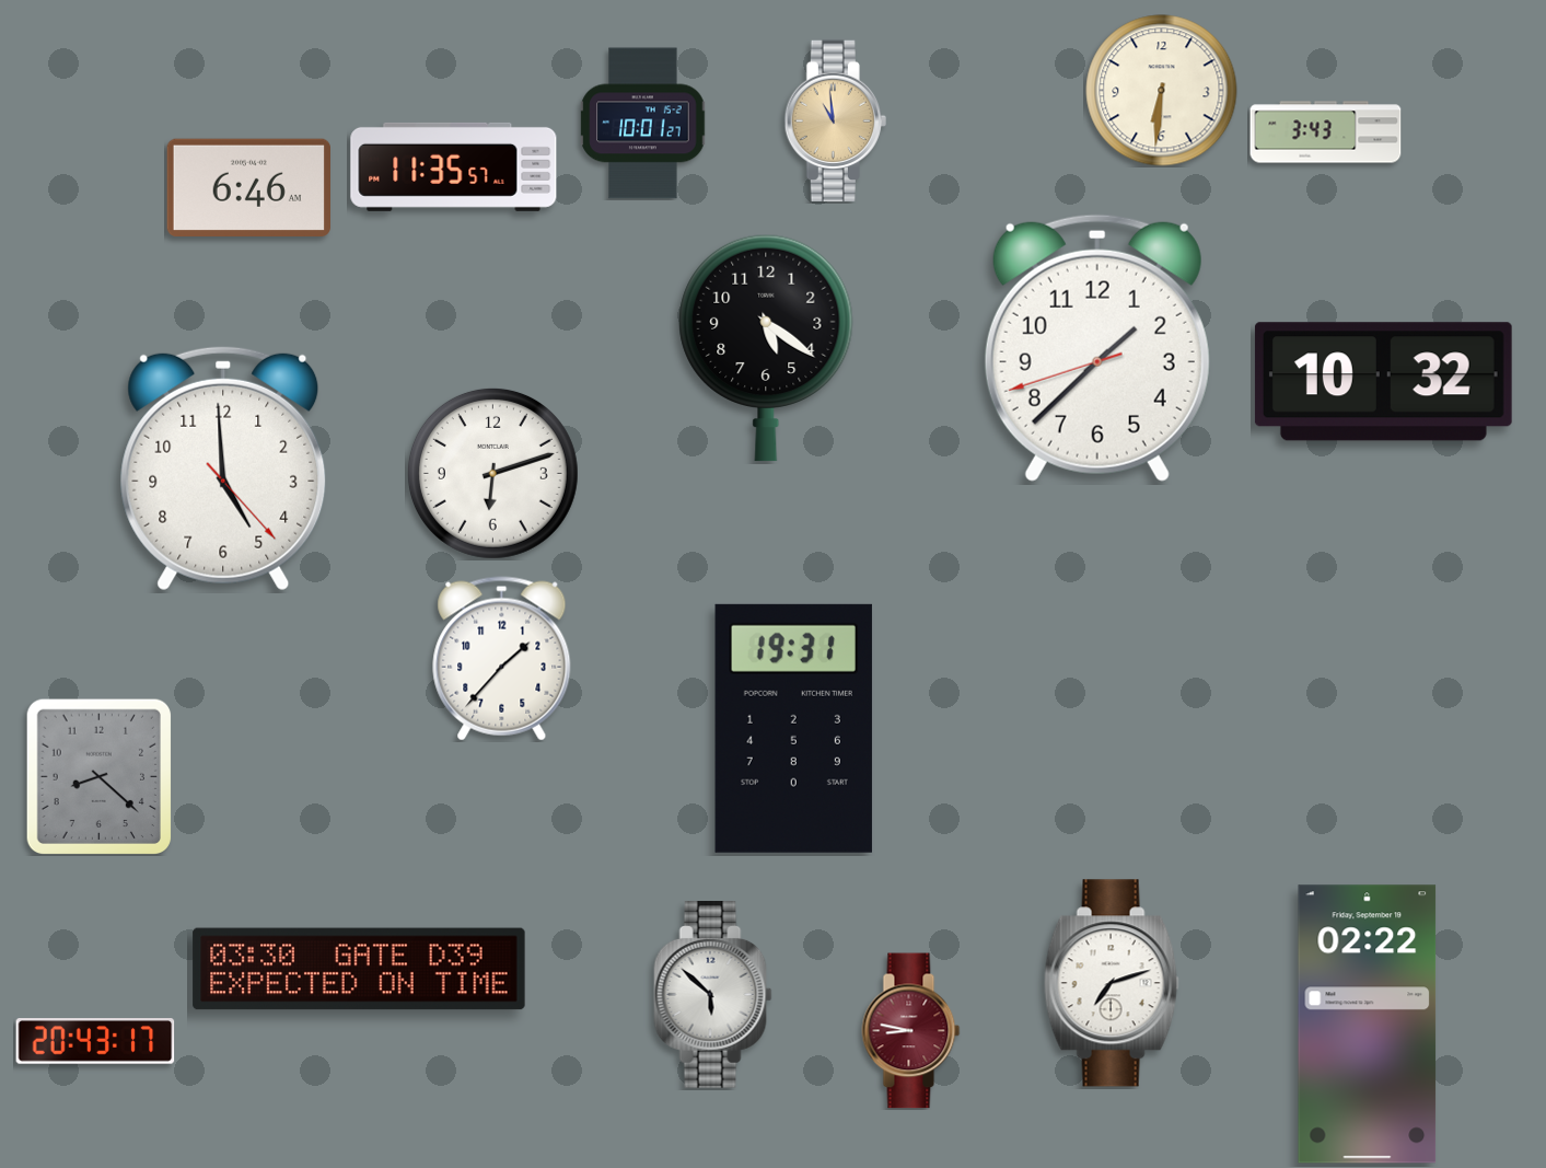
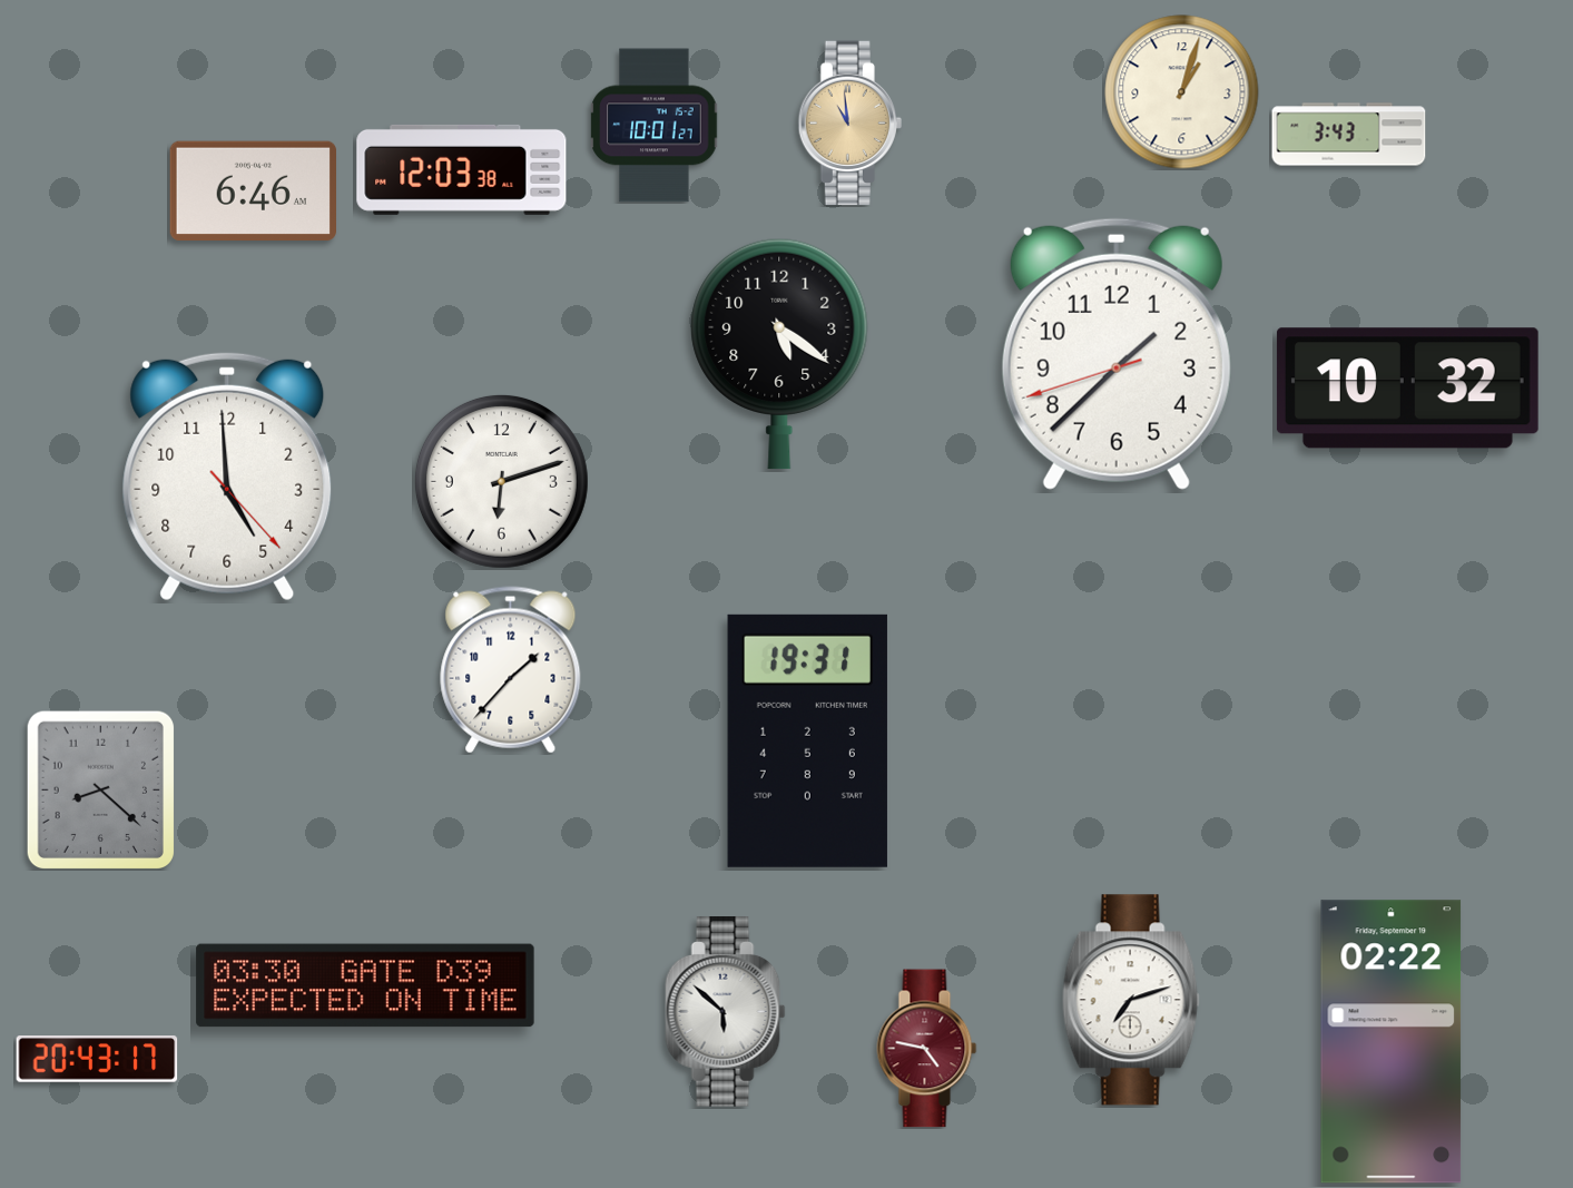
clock at (1162, 91): 6:31 -> 1:03
clock at (454, 166): 11:35 -> 12:03
clock at (911, 1031): 8:47 -> 4:47
